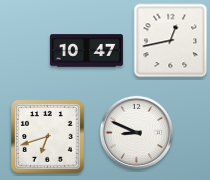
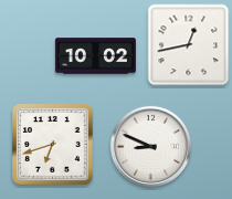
clock at (86, 51): 10:47 -> 10:02
clock at (48, 137) position: (48, 137) -> (53, 145)
